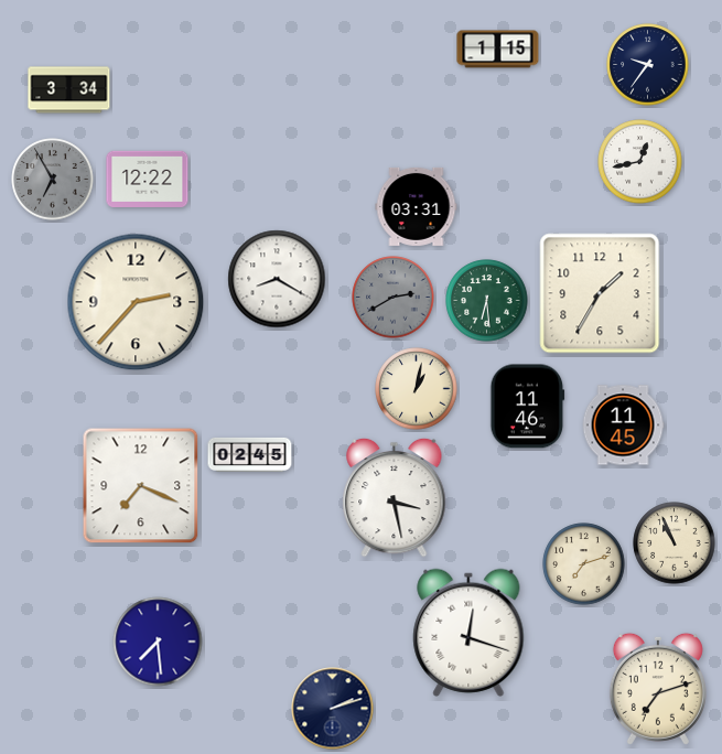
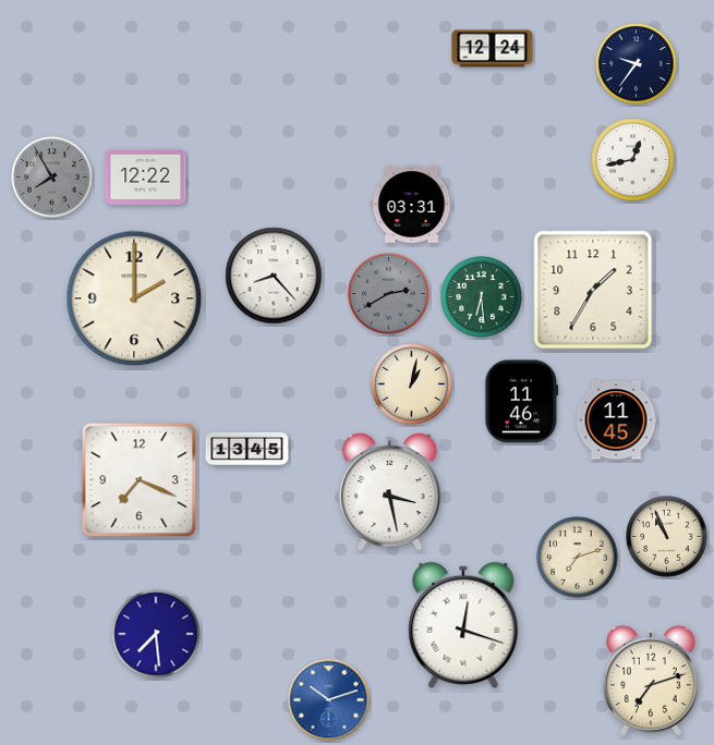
clock at (498, 50): 1:15 -> 12:24
clock at (648, 65) position: (648, 65) -> (637, 64)
clock at (69, 90): 3:34 -> none
clock at (53, 180): 6:55 -> 7:55
clock at (277, 279): 8:20 -> 8:23
clock at (136, 302): 2:37 -> 2:00
clock at (250, 454): 02:45 -> 13:45
clock at (333, 709): 2:12 -> 10:12
clock at (333, 709) dial: navy -> blue
